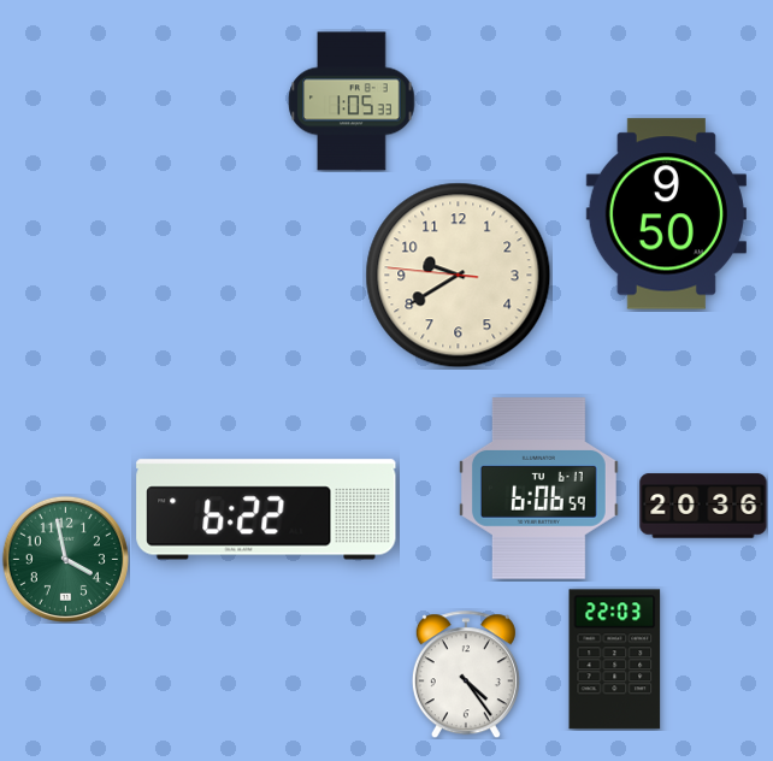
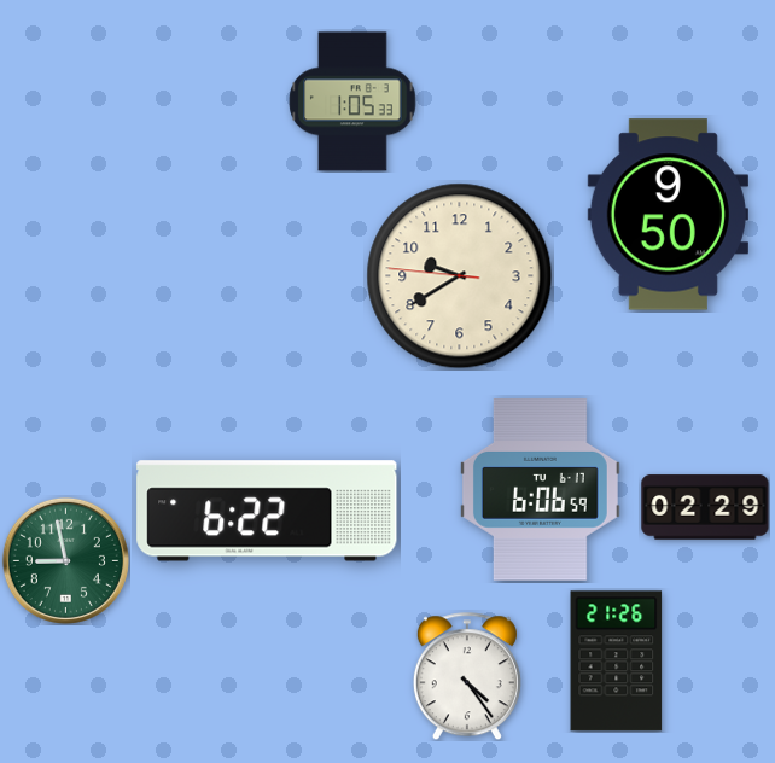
clock at (703, 506): 20:36 -> 02:29
clock at (65, 559): 3:58 -> 8:58
clock at (615, 660): 22:03 -> 21:26
